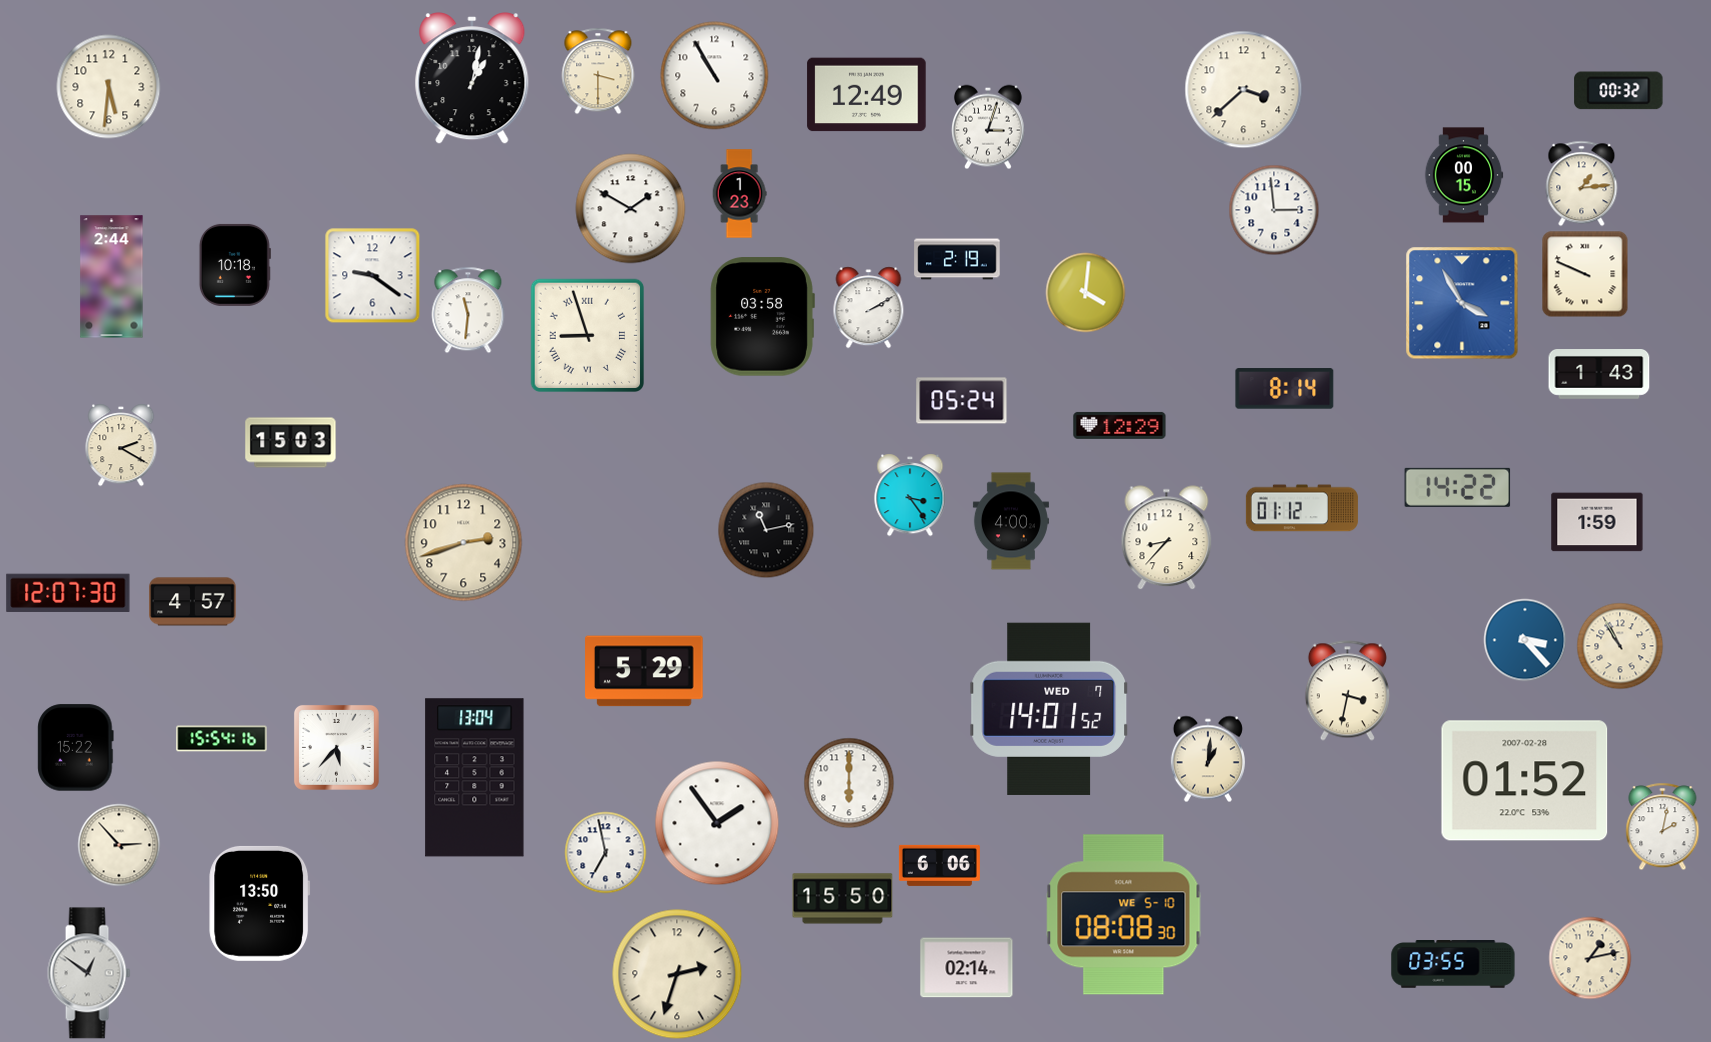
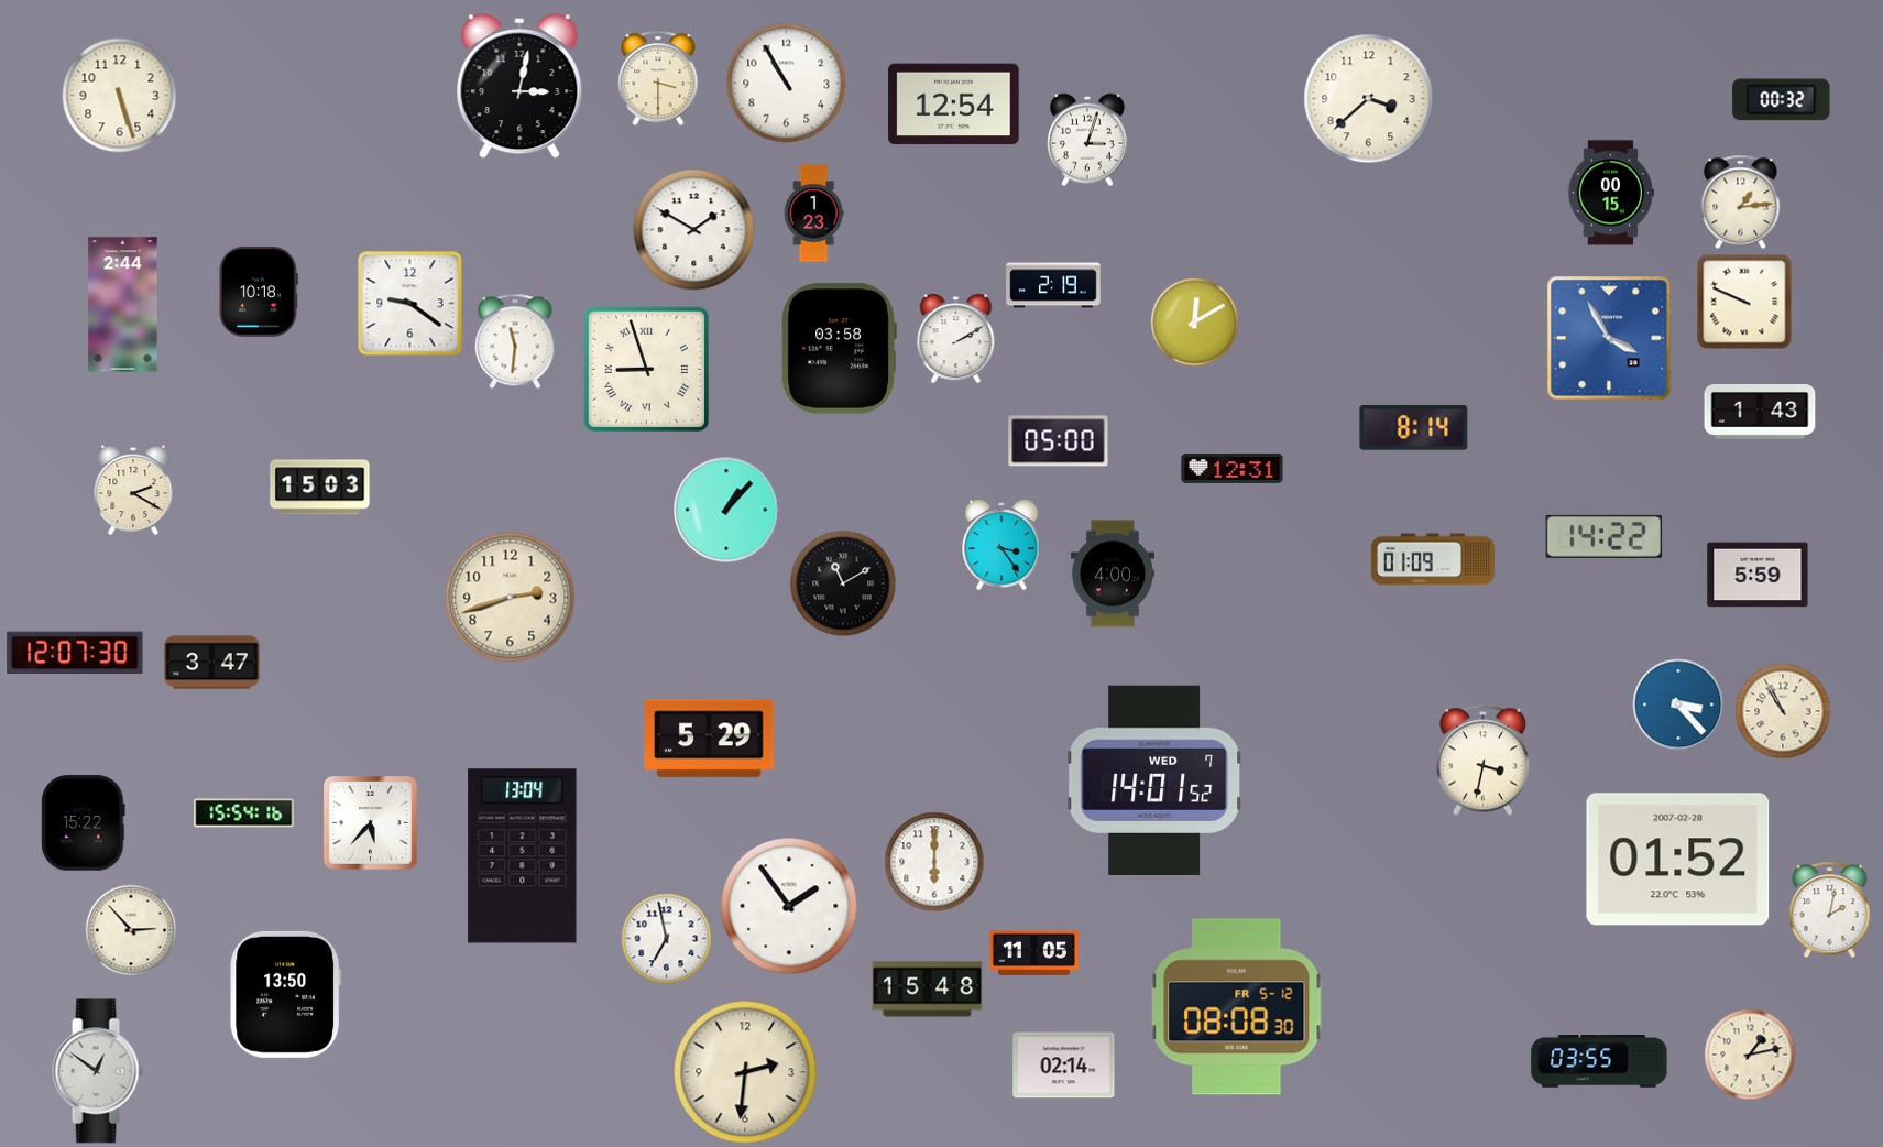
clock at (472, 78): 1:02 -> 3:02
clock at (109, 87): 5:31 -> 5:27
clock at (867, 95): 12:49 -> 12:54
clock at (1274, 210): 2:59 -> none
clock at (1086, 293): 4:01 -> 12:10
clock at (1462, 303) position: (1462, 303) -> (1609, 338)
clock at (962, 401): 05:24 -> 05:00
clock at (1120, 425): 12:29 -> 12:31
clock at (726, 510): none -> 1:07
clock at (1302, 508): 01:12 -> 01:09
clock at (1597, 522): 1:59 -> 5:59
clock at (766, 530): 11:13 -> 11:10
clock at (1167, 538): 8:37 -> none
clock at (193, 602): 4:57 -> 3:47
clock at (1208, 759): 1:01 -> none
clock at (939, 865): 6:06 -> 11:05
clock at (843, 899): 15:50 -> 15:48
clock at (1124, 915) date: WE 5-10 -> FR 5-12
clock at (677, 974): 2:33 -> 2:31
